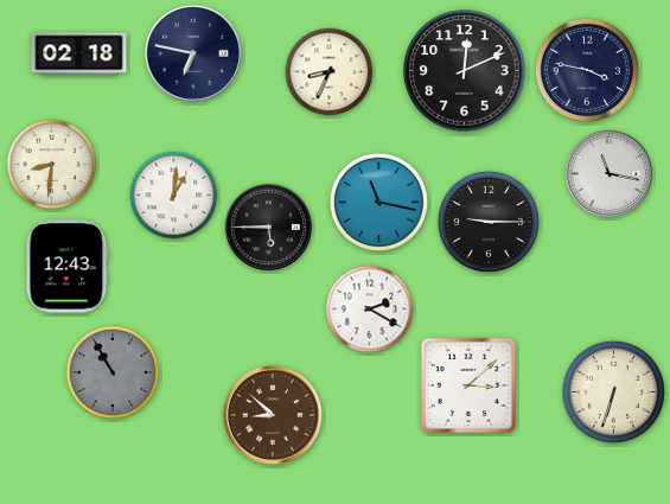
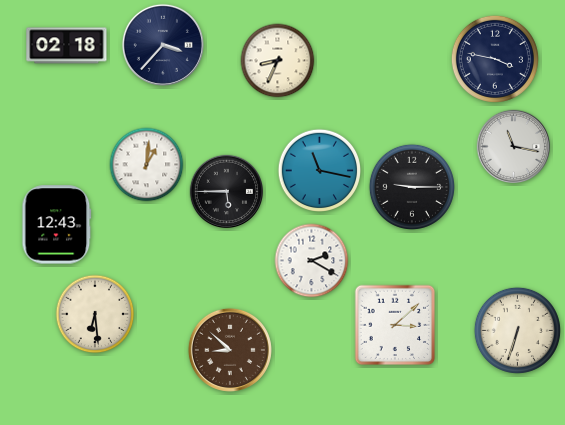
clock at (193, 53): 6:47 -> 3:37
clock at (465, 71): 12:11 -> none
clock at (52, 165): 8:31 -> none
clock at (113, 372): 10:55 -> 6:29
clock at (113, 372) dial: grey -> cream
